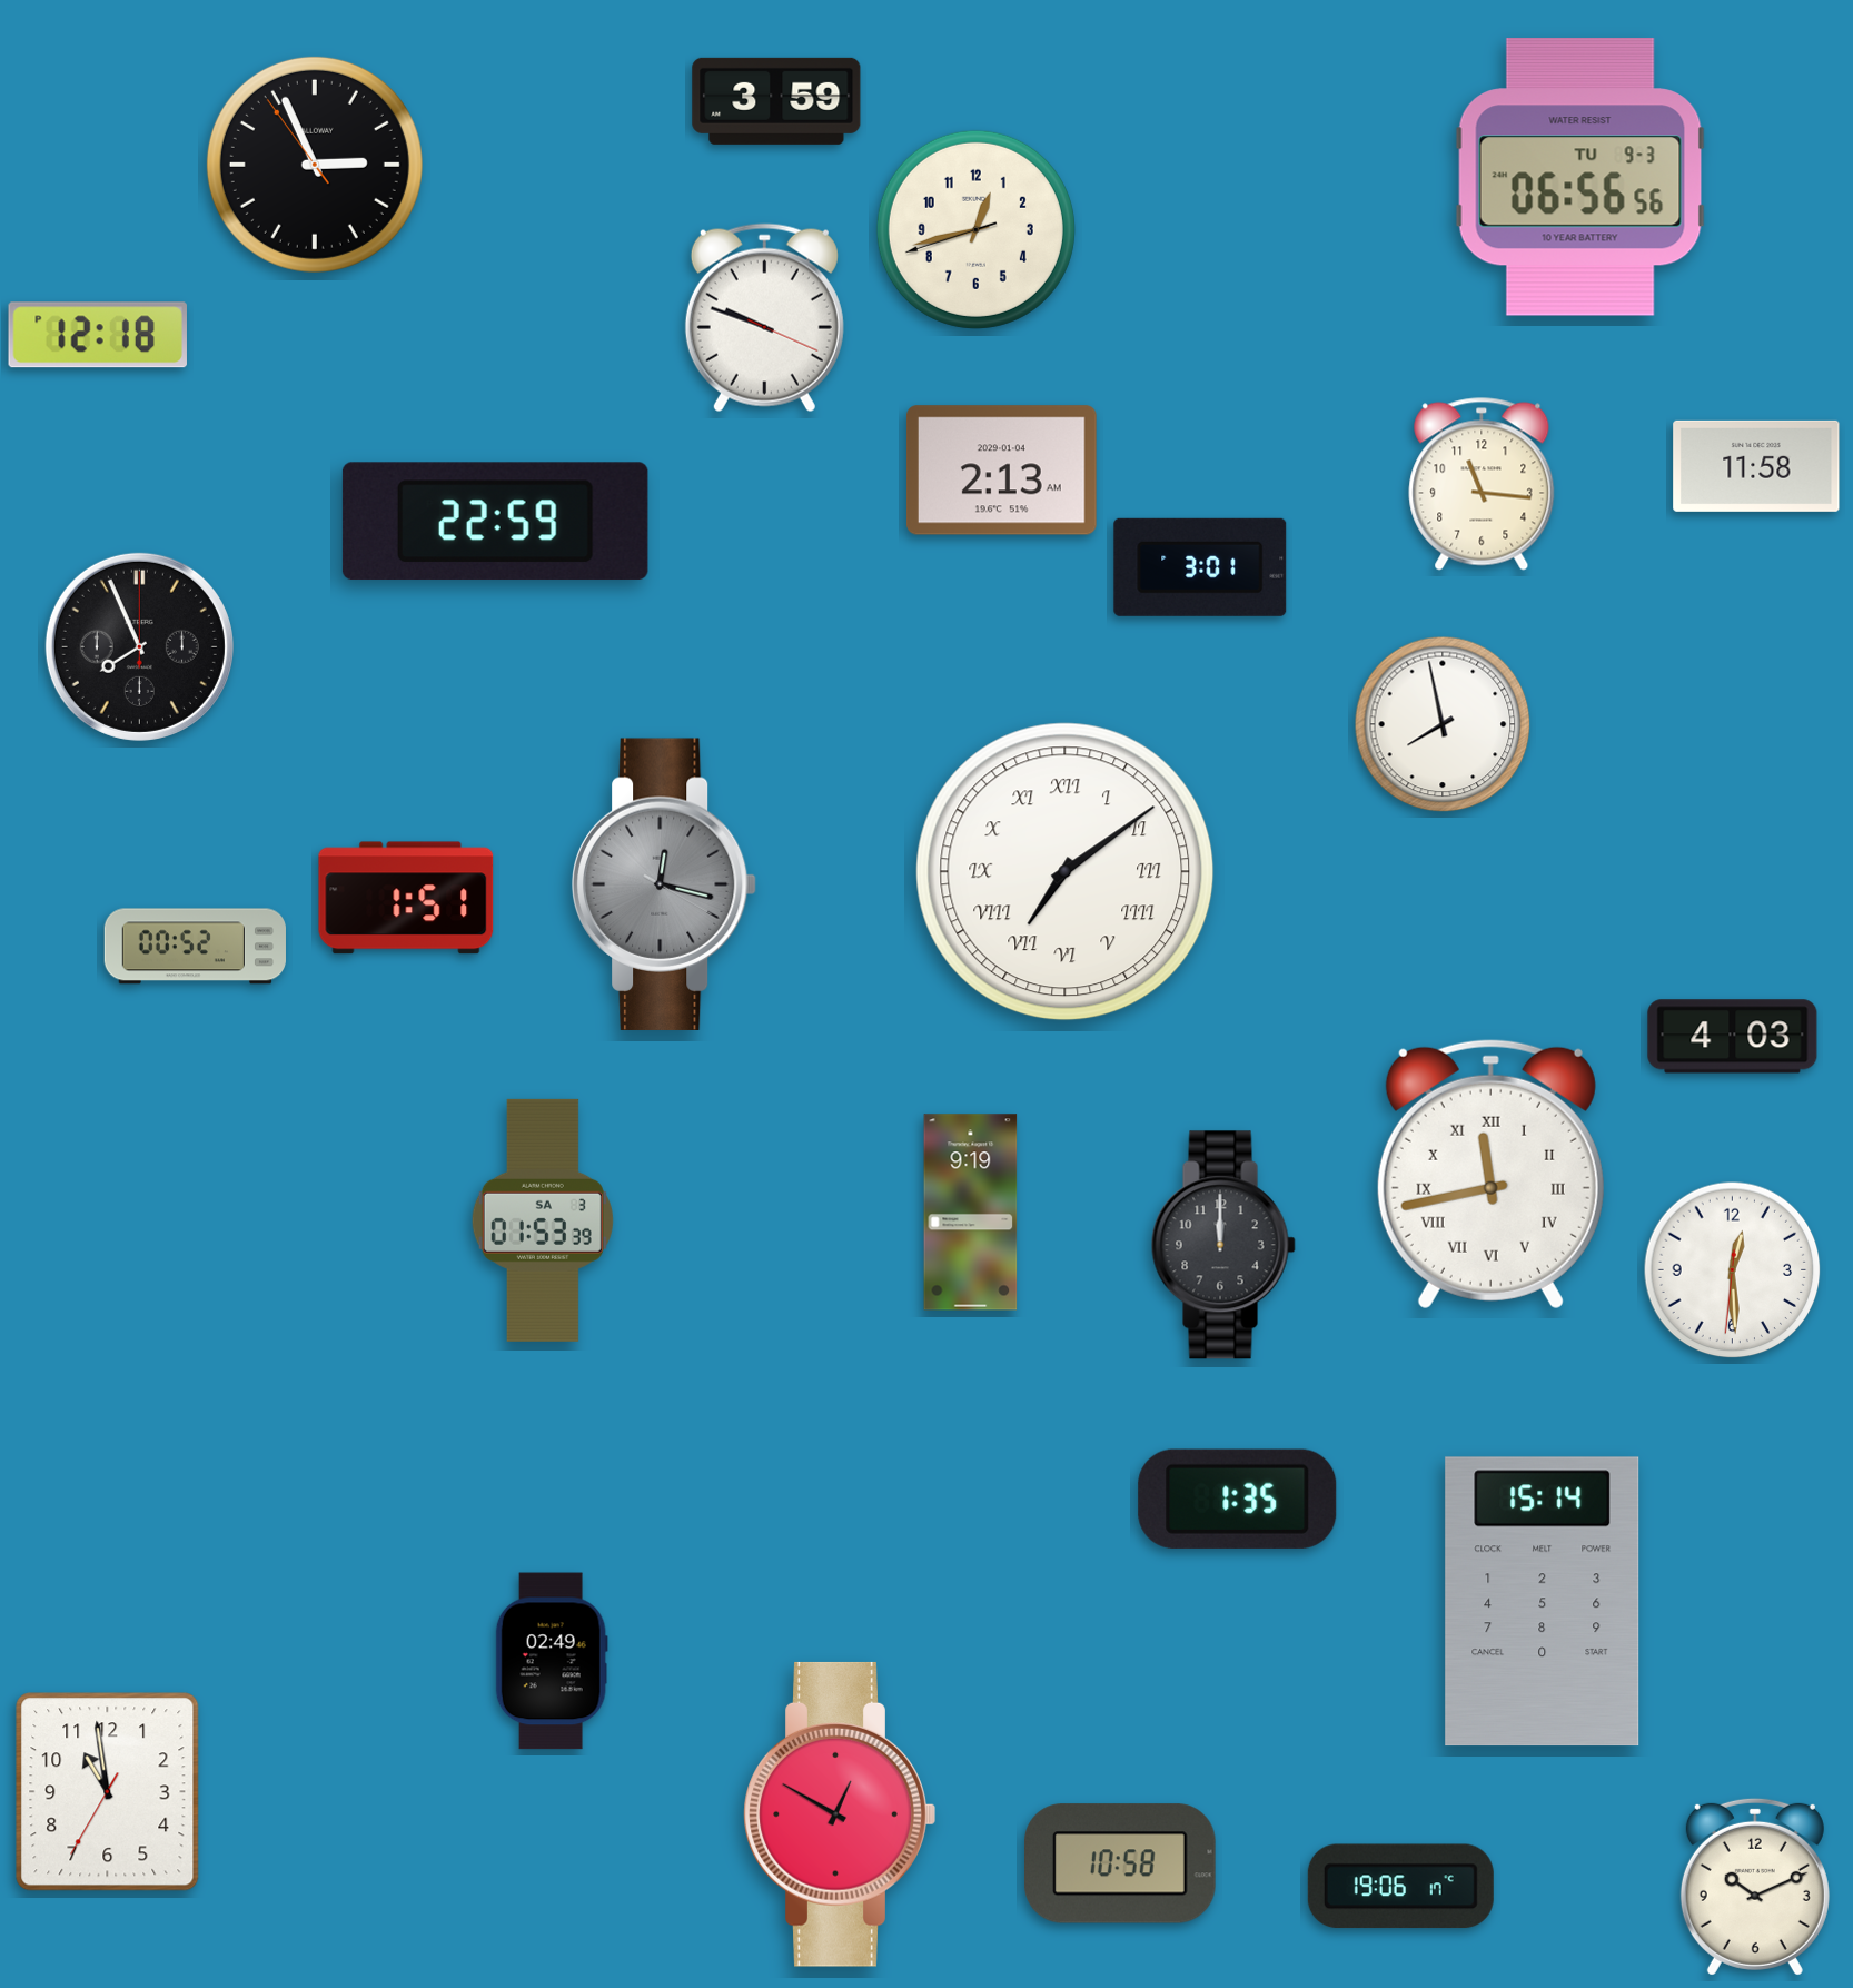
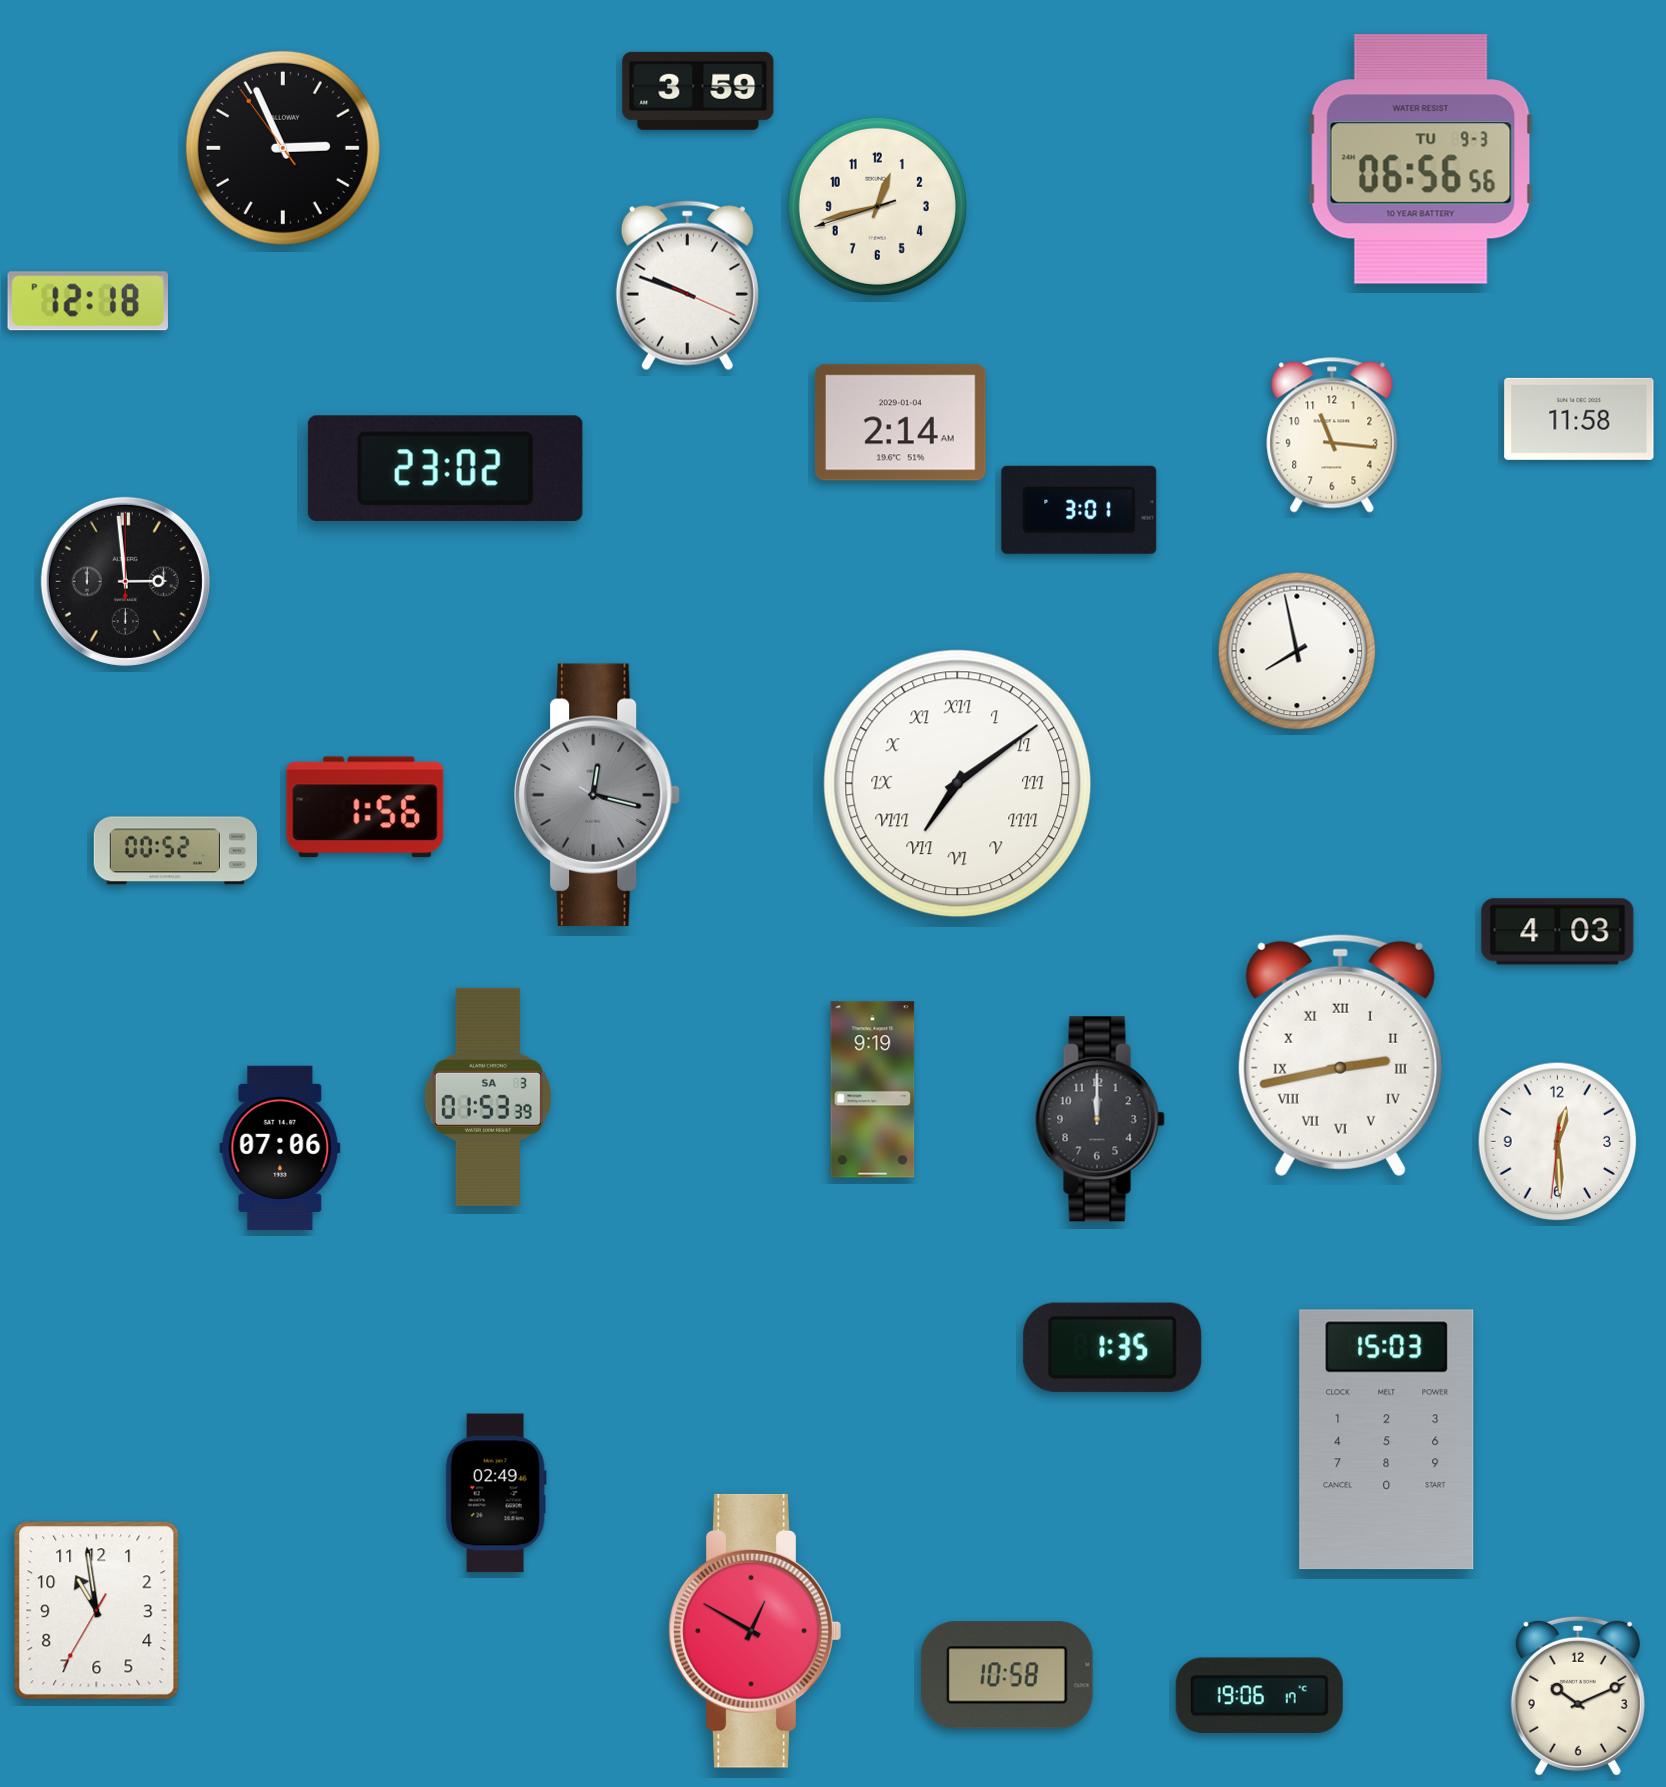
clock at (1001, 471): 2:13 -> 2:14
clock at (495, 521): 22:59 -> 23:02
clock at (139, 646): 7:56 -> 2:59
clock at (406, 898): 1:51 -> 1:56
clock at (1490, 1174): 11:43 -> 2:43
clock at (280, 1148): none -> 07:06
clock at (1543, 1602): 15:14 -> 15:03
